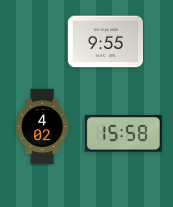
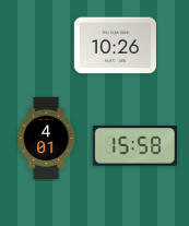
clock at (106, 42): 9:55 -> 10:26
clock at (43, 127): 4:02 -> 4:01
